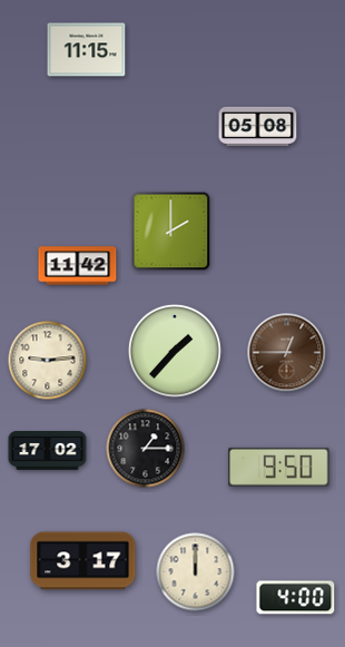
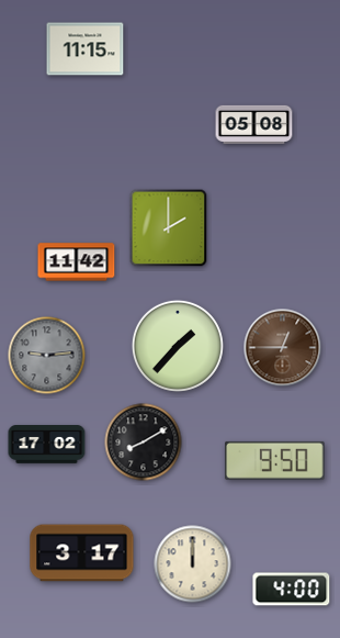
clock at (175, 351) position: (175, 351) -> (178, 346)
clock at (48, 361) dial: cream -> grey
clock at (146, 449): 1:15 -> 8:10
